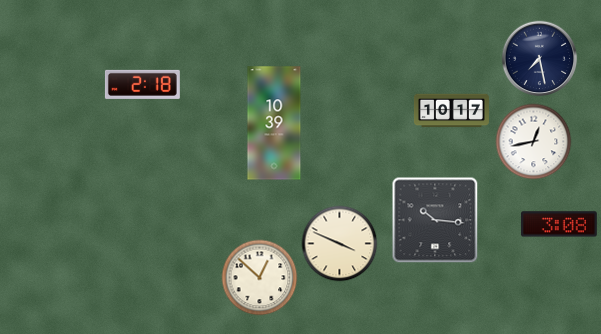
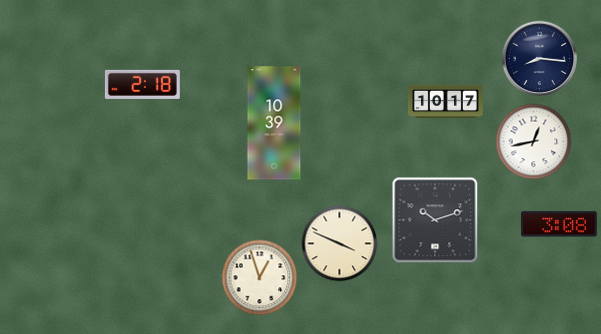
clock at (540, 59): 7:28 -> 8:16
clock at (451, 111) position: (451, 111) -> (445, 102)
clock at (435, 220): 10:16 -> 10:12
clock at (260, 278): 12:52 -> 12:57
